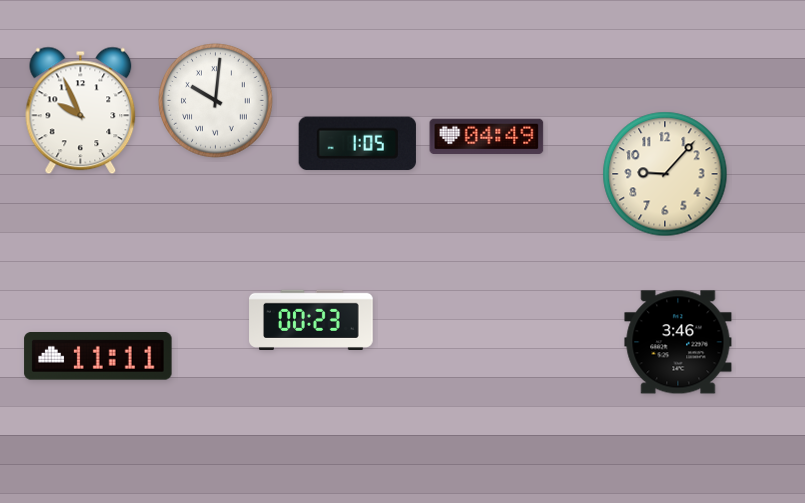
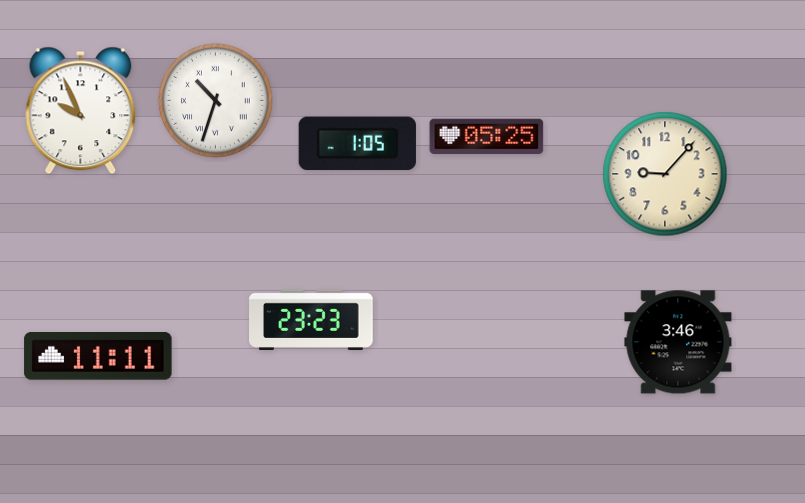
clock at (216, 101): 10:01 -> 10:33
clock at (487, 137): 04:49 -> 05:25
clock at (311, 319): 00:23 -> 23:23
